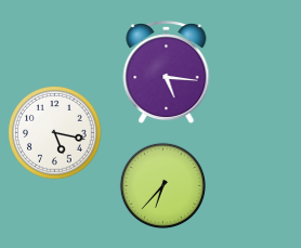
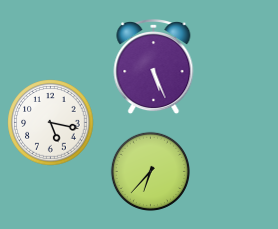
clock at (167, 74): 5:16 -> 5:26
